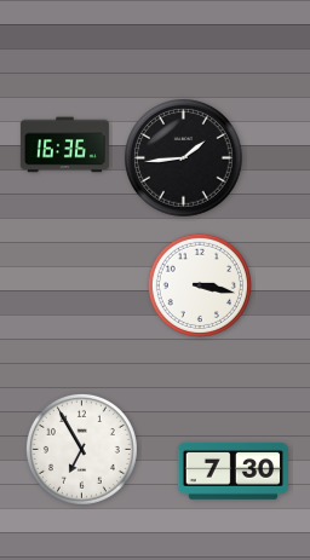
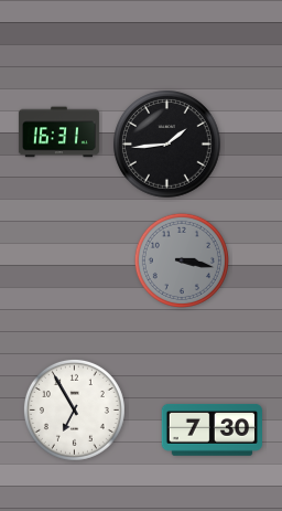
clock at (64, 145): 16:36 -> 16:31
clock at (200, 285) dial: white -> grey
